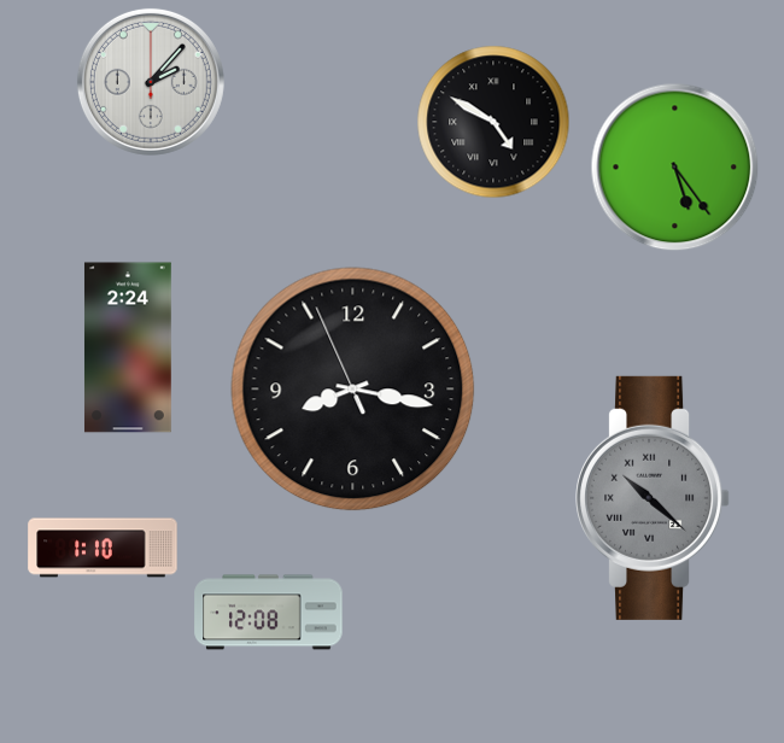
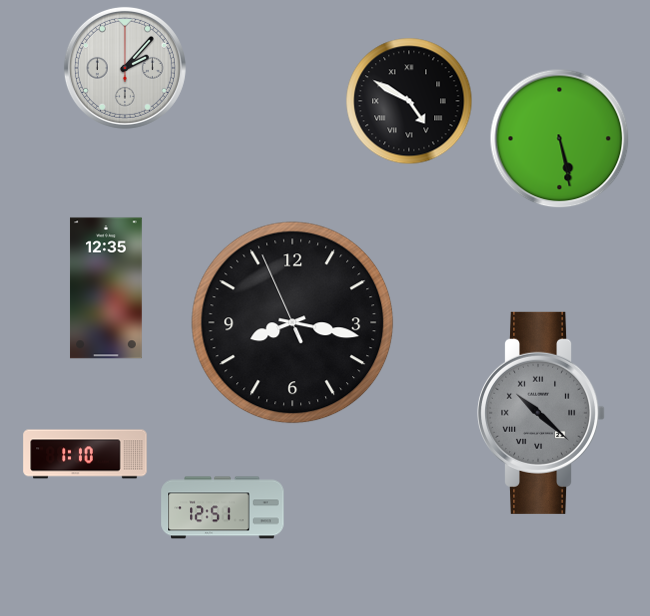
clock at (675, 168): 5:24 -> 5:28
clock at (128, 347): 2:24 -> 12:35
clock at (269, 613): 12:08 -> 12:51
